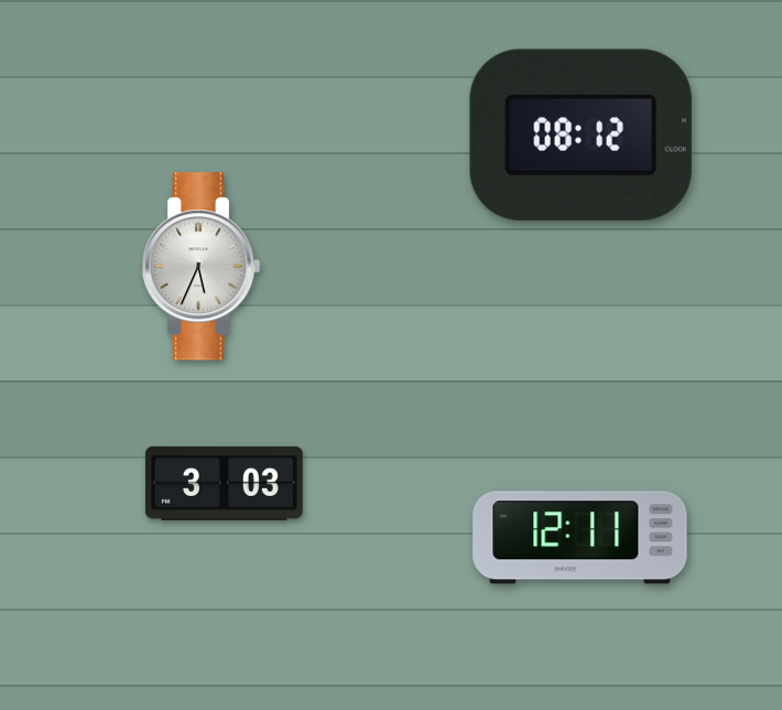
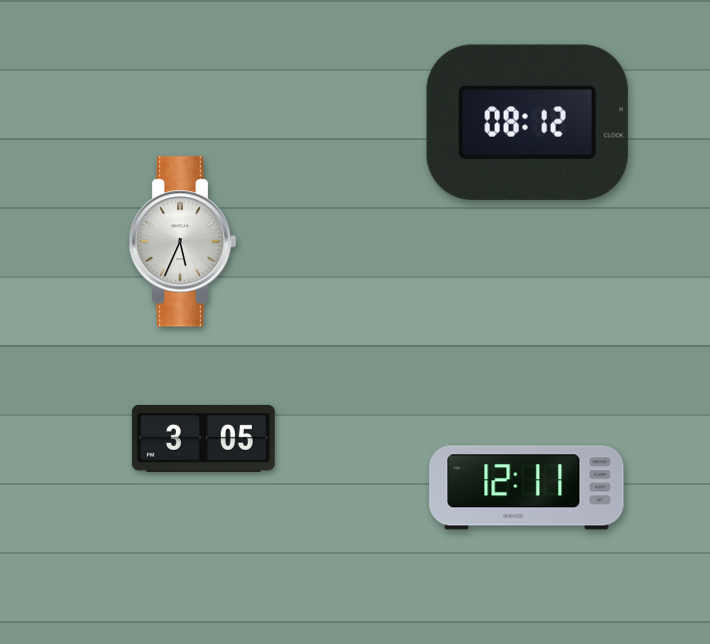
clock at (224, 483): 3:03 -> 3:05
